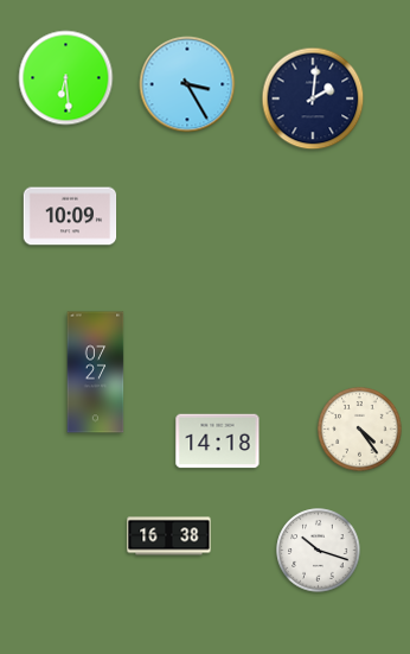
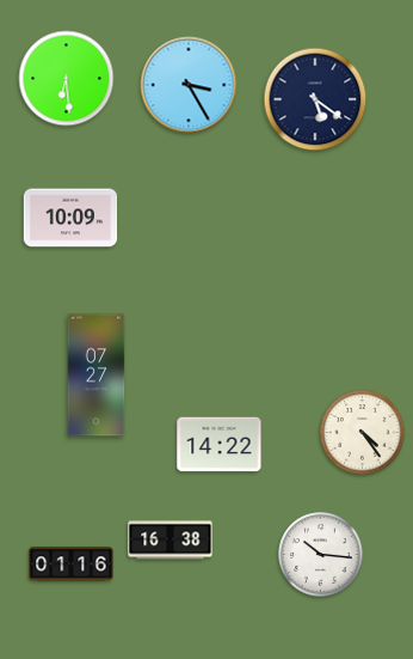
clock at (313, 99): 2:01 -> 5:21
clock at (218, 442): 14:18 -> 14:22
clock at (319, 551): 10:18 -> 10:16
clock at (72, 565): none -> 01:16
